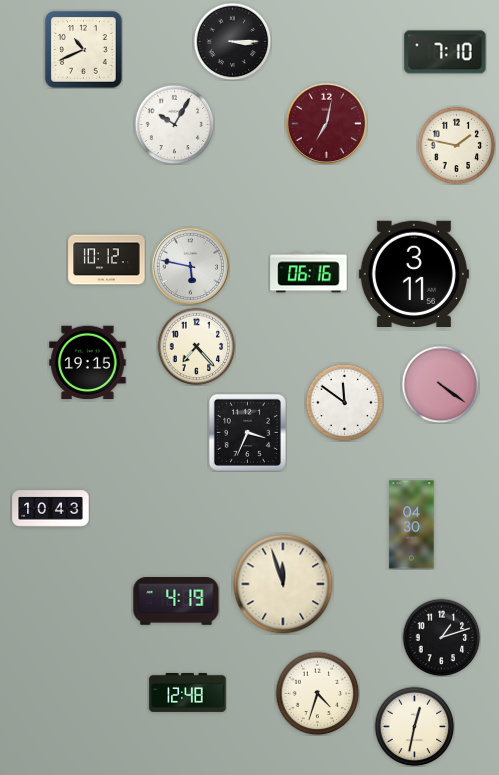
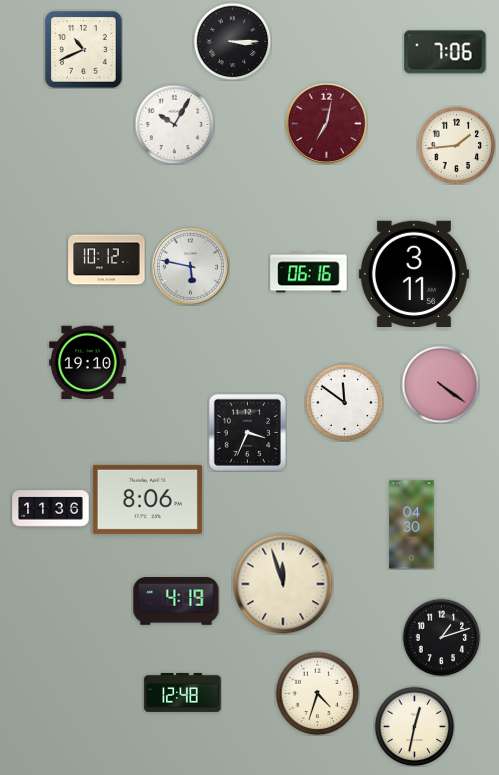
clock at (445, 52): 7:10 -> 7:06
clock at (456, 145): 1:47 -> 1:44
clock at (196, 346): 7:23 -> none
clock at (88, 363): 19:15 -> 19:10
clock at (147, 499): none -> 8:06
clock at (51, 509): 10:43 -> 11:36
clock at (188, 692) position: (188, 692) -> (183, 692)
